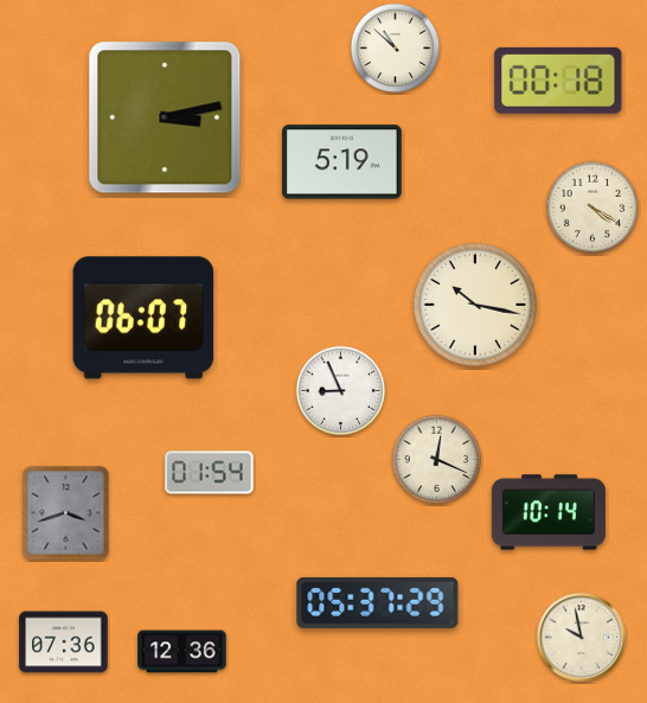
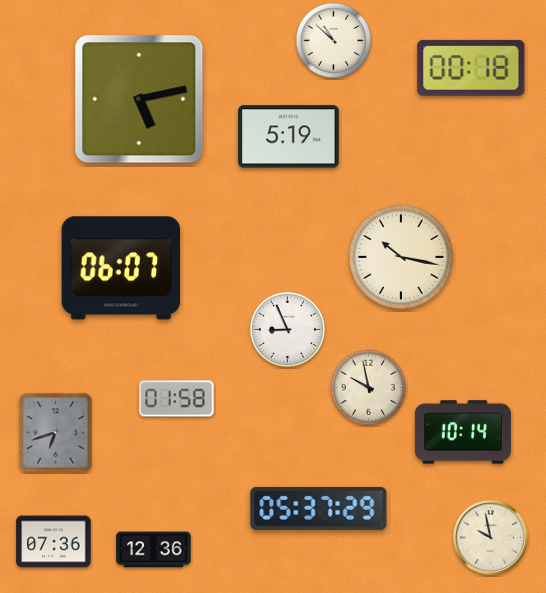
clock at (165, 117): 3:13 -> 5:13
clock at (592, 207): 4:20 -> none
clock at (437, 460): 12:19 -> 9:58
clock at (210, 473): 01:54 -> 01:58
clock at (66, 513): 3:42 -> 6:42
